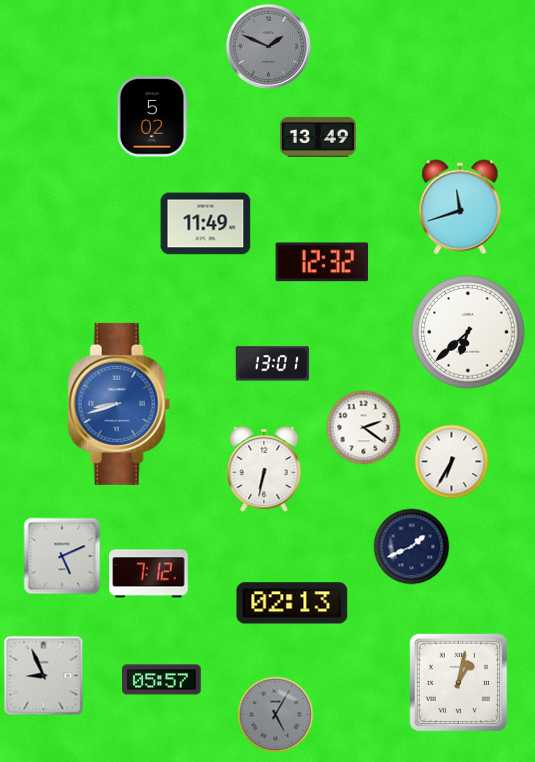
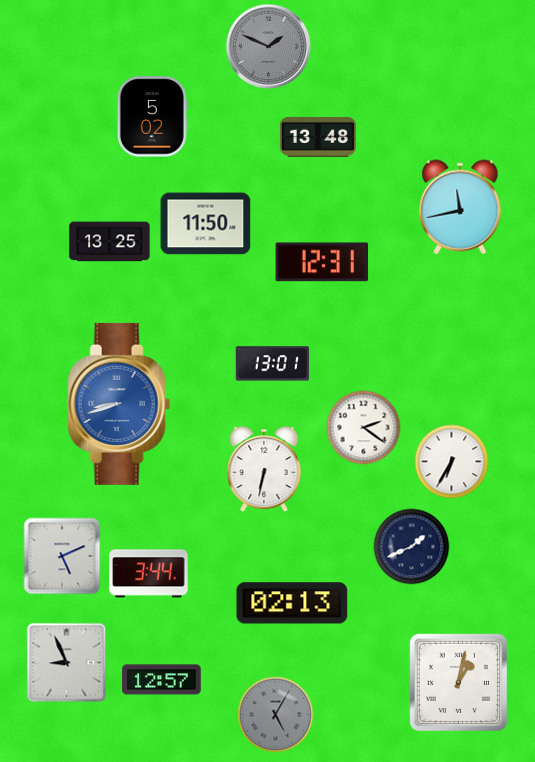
clock at (318, 137): 13:49 -> 13:48
clock at (460, 207): 11:42 -> 11:43
clock at (206, 224): 11:49 -> 11:50
clock at (110, 242): none -> 13:25
clock at (322, 262): 12:32 -> 12:31
clock at (468, 332): 6:38 -> none
clock at (149, 574): 7:12 -> 3:44
clock at (44, 676) position: (44, 676) -> (67, 663)
clock at (162, 680): 05:57 -> 12:57
